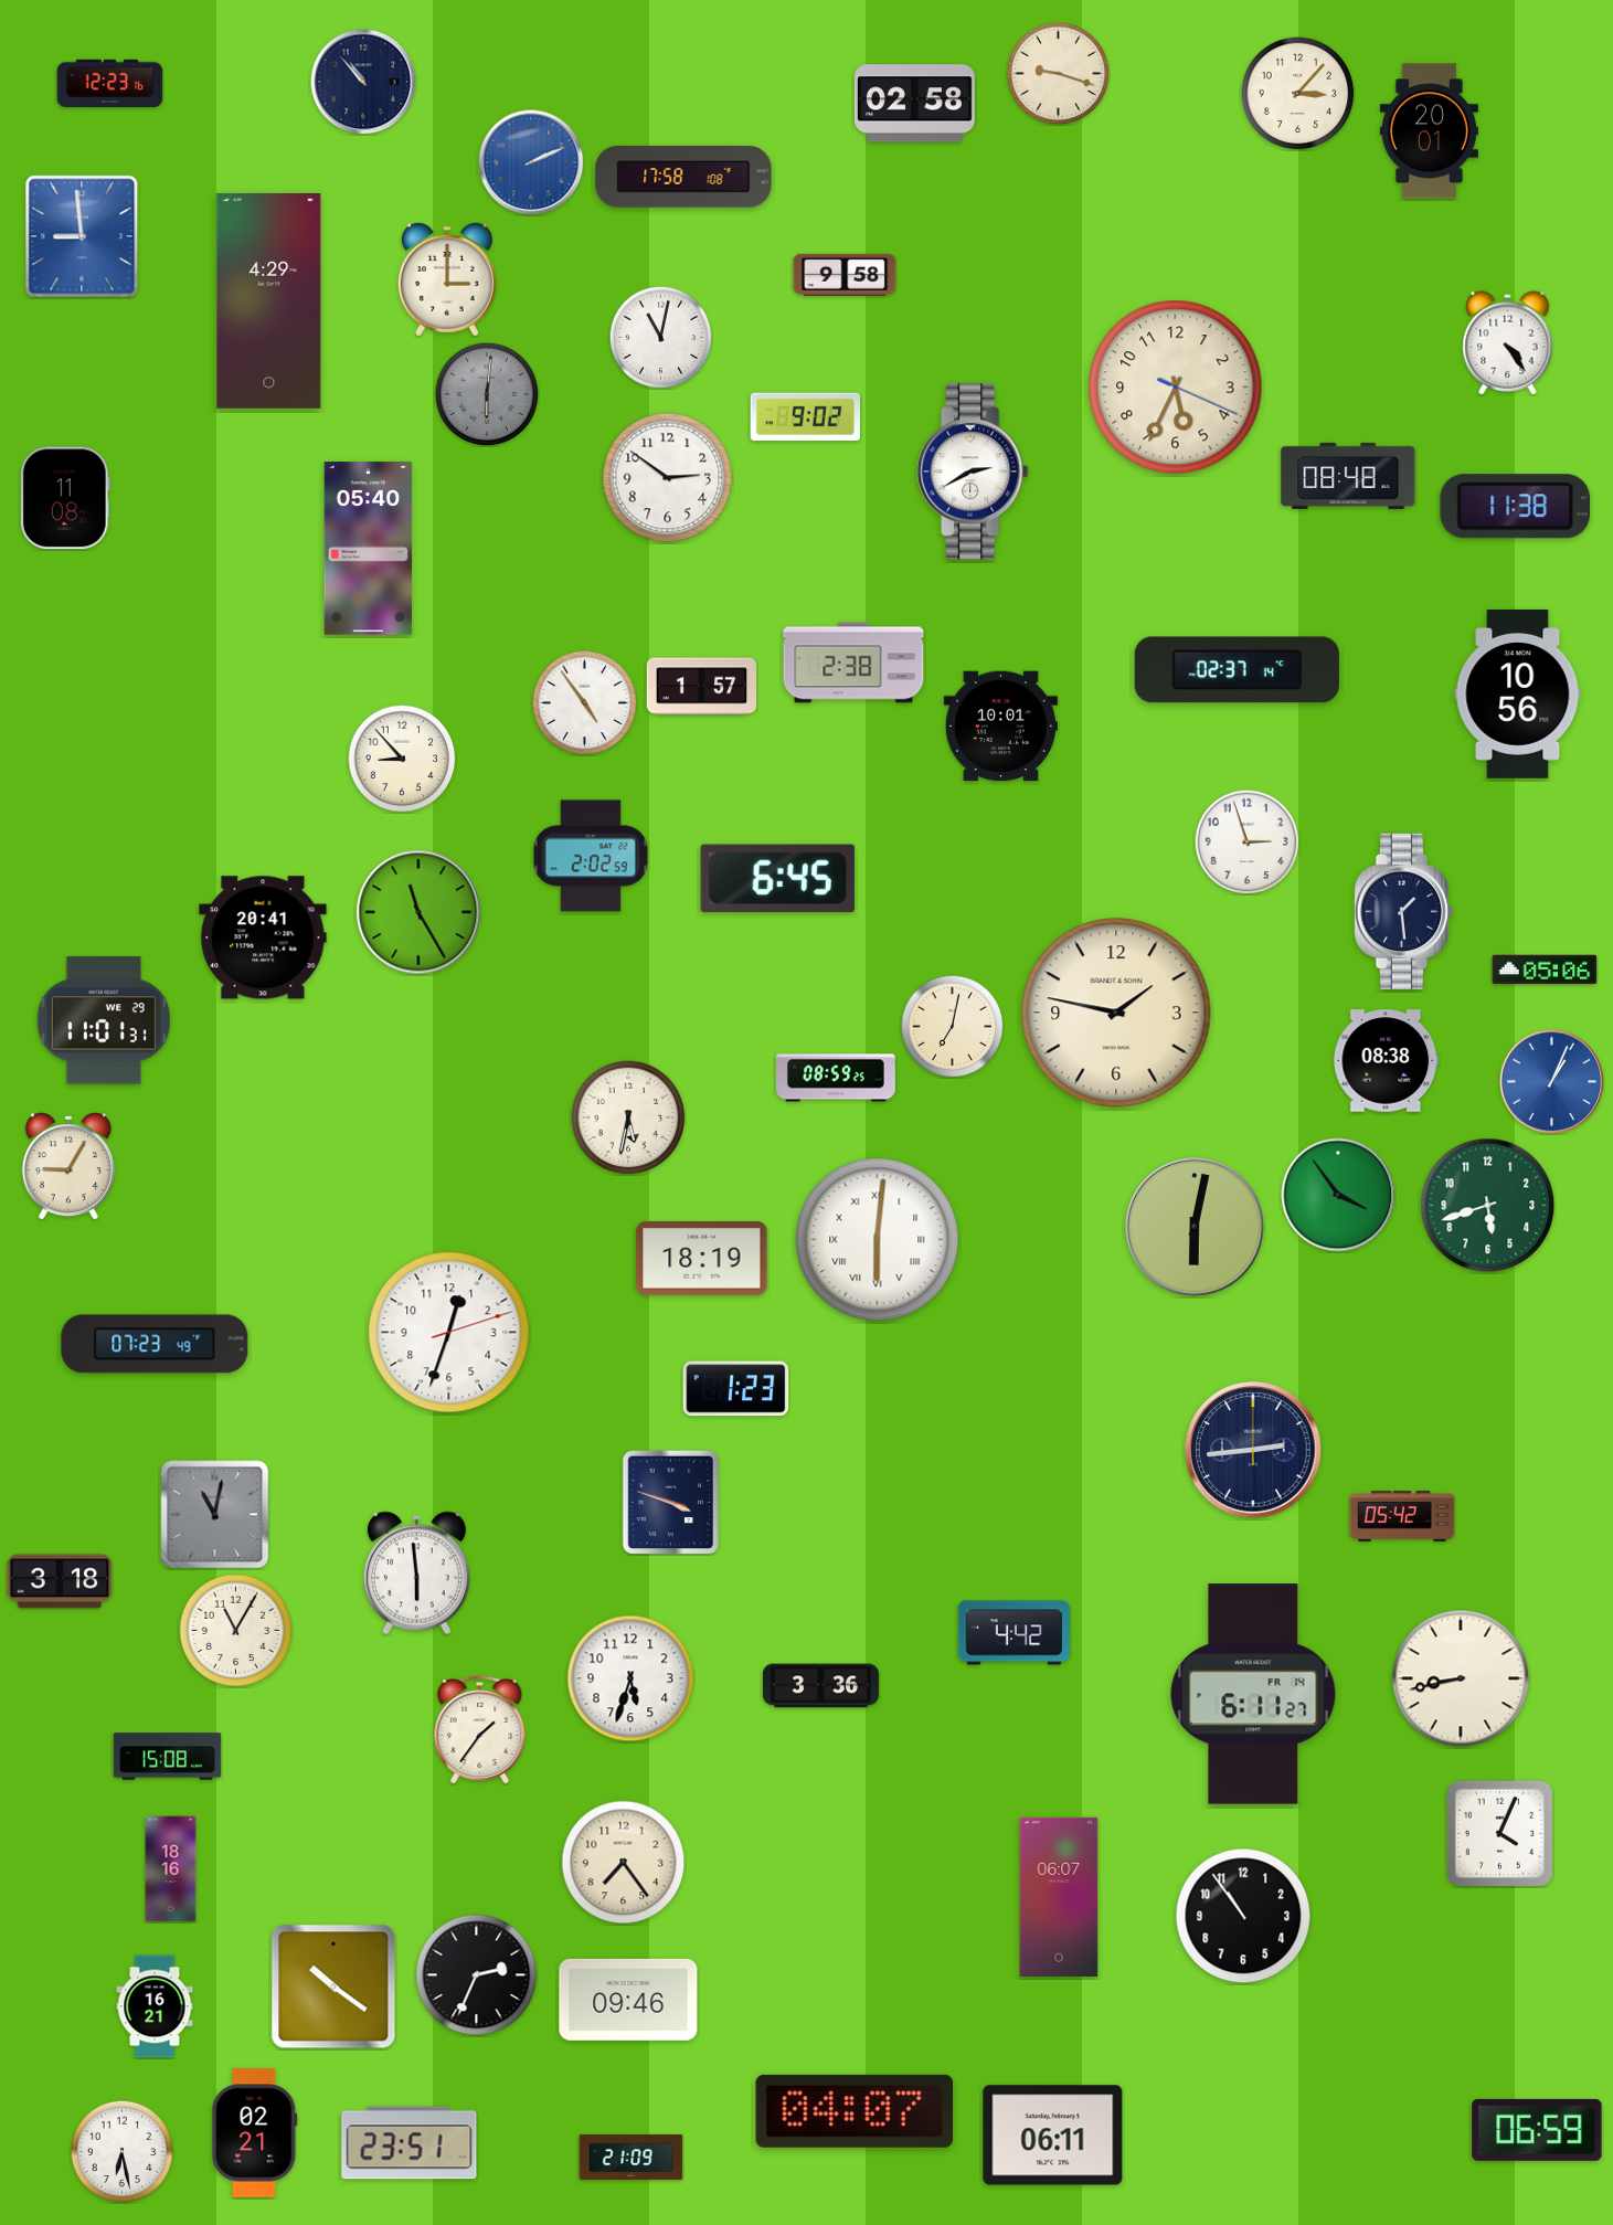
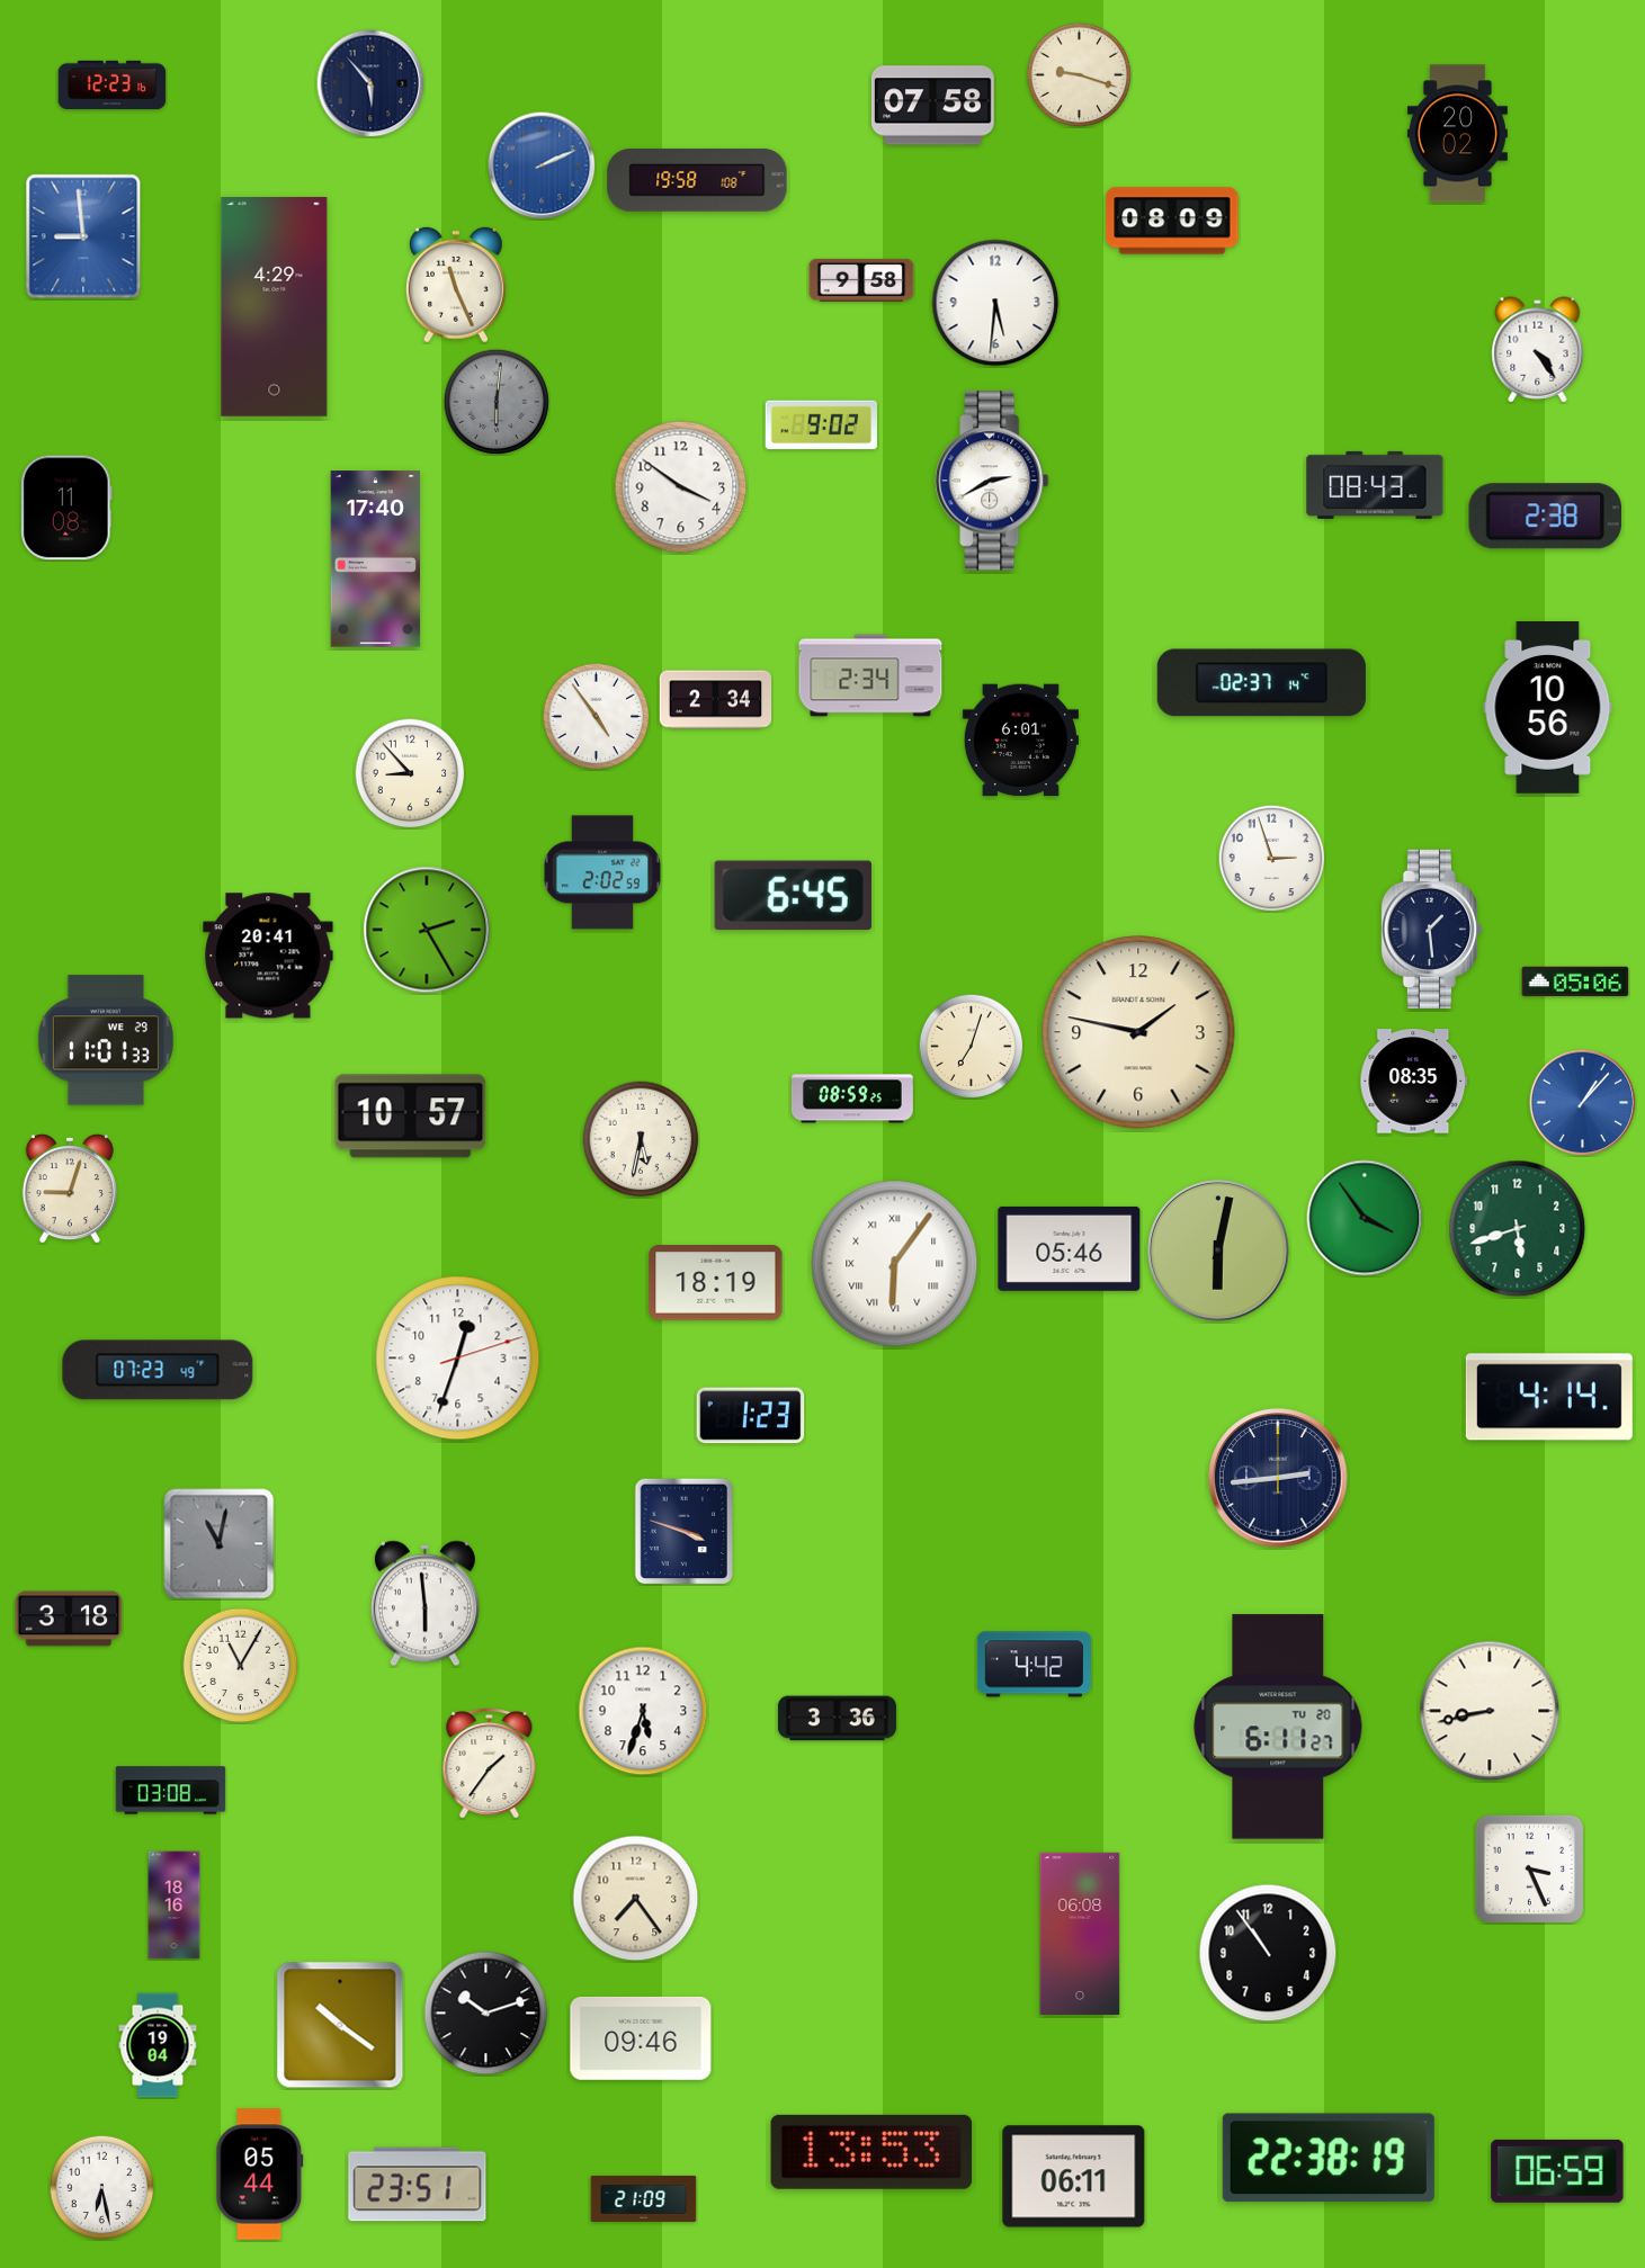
clock at (363, 82): 10:53 -> 5:53
clock at (1298, 94): 3:07 -> none
clock at (914, 104): 02:58 -> 07:58
clock at (1429, 131): 20:01 -> 20:02
clock at (683, 177): 17:58 -> 19:58
clock at (1172, 221): none -> 08:09
clock at (82, 236) position: (82, 236) -> (83, 236)
clock at (447, 279): 3:00 -> 11:26
clock at (995, 303): none -> 5:31
clock at (660, 337): 11:02 -> none
clock at (1176, 388): 5:34 -> none
clock at (1348, 476): 08:48 -> 08:43
clock at (668, 478): 2:51 -> 3:51
clock at (1515, 507): 11:38 -> 2:38
clock at (369, 549): 05:40 -> 17:40
clock at (853, 663): 2:38 -> 2:34
clock at (702, 687): 1:57 -> 2:34
clock at (1000, 727): 10:01 -> 6:01
clock at (418, 912): 11:25 -> 2:25
clock at (1545, 970) position: (1545, 970) -> (1575, 981)
clock at (104, 1020): 11:01:31 -> 11:01:33
clock at (952, 1026): 7:02 -> 7:03
clock at (1387, 1061): 08:38 -> 08:35
clock at (1551, 1081): 1:04 -> 1:07
clock at (411, 1117): none -> 10:57
clock at (68, 1166): 9:05 -> 9:03
clock at (1070, 1248): none -> 05:46
clock at (878, 1240): 6:01 -> 6:06
clock at (1549, 1397): none -> 4:14
clock at (1402, 1517): 05:42 -> none
clock at (60, 1581) position: (60, 1581) -> (69, 1619)
clock at (236, 1631) position: (236, 1631) -> (241, 1666)
clock at (1253, 1694) date: FR 14 -> TU 20
clock at (168, 1757): 15:08 -> 03:08
clock at (1499, 1833): 4:04 -> 3:26
clock at (1059, 1897): 06:07 -> 06:08
clock at (477, 1975): 2:34 -> 10:12
clock at (155, 2006): 16:21 -> 19:04
clock at (855, 2111): 04:07 -> 13:53
clock at (1329, 2158): none -> 22:38
clock at (1537, 2130) position: (1537, 2130) -> (1557, 2171)
clock at (255, 2133): 02:21 -> 05:44
clock at (121, 2151) position: (121, 2151) -> (101, 2187)
